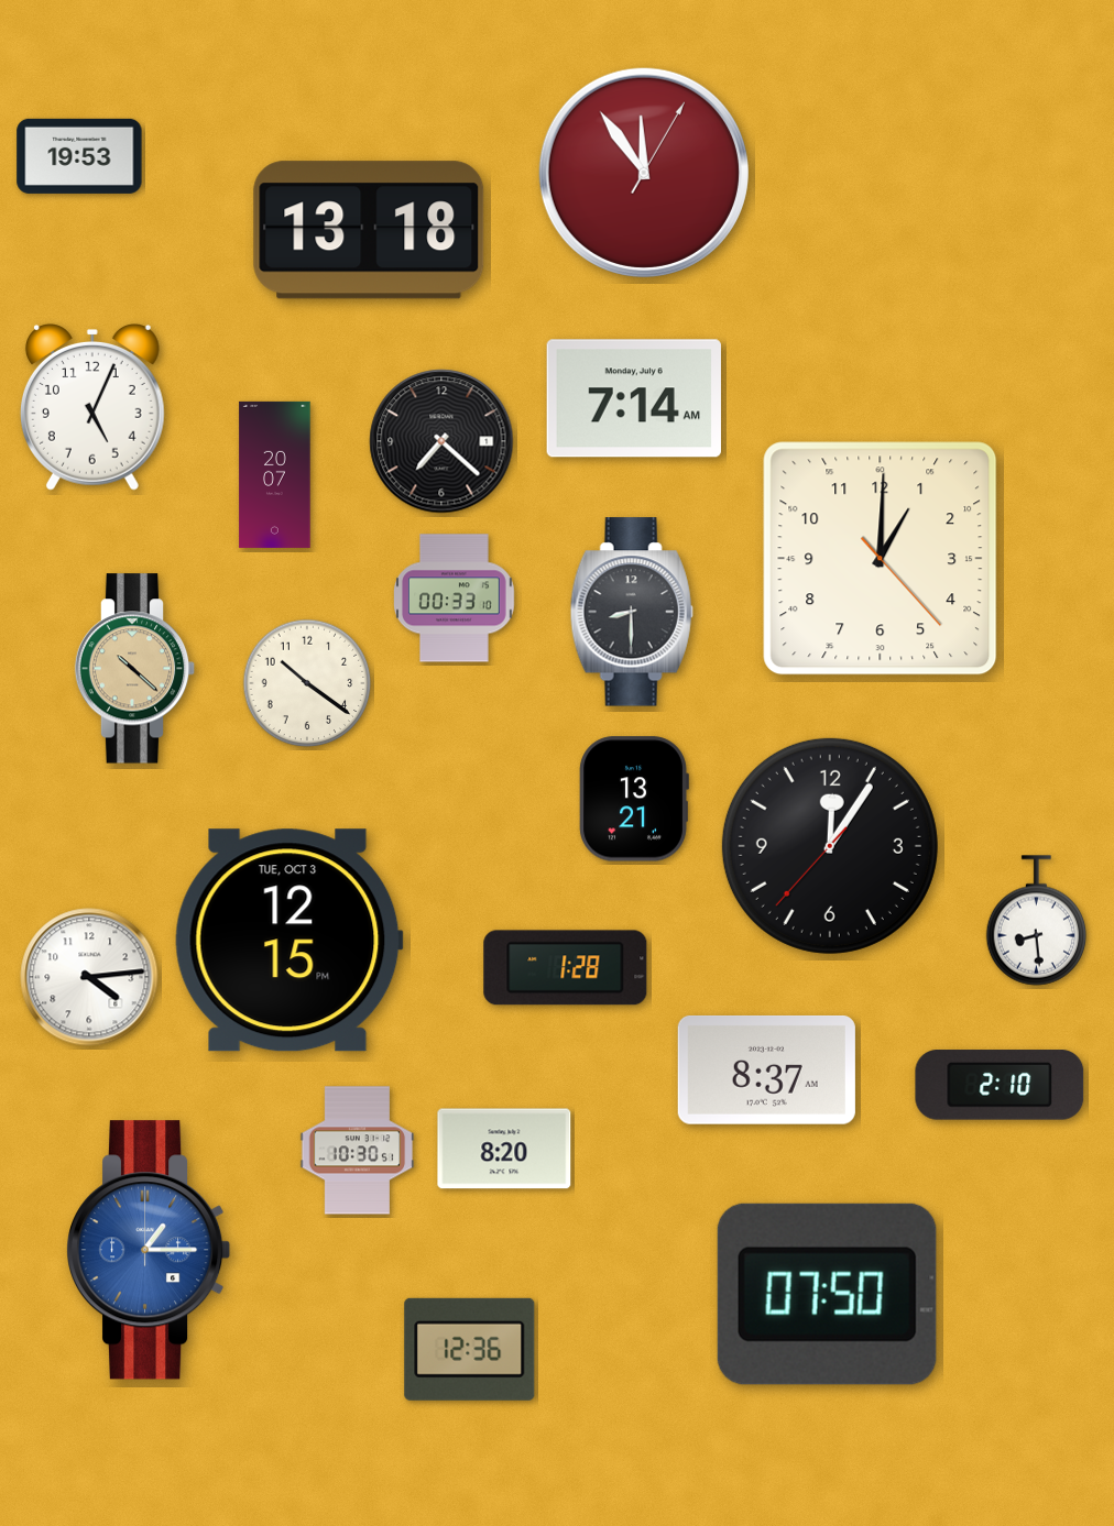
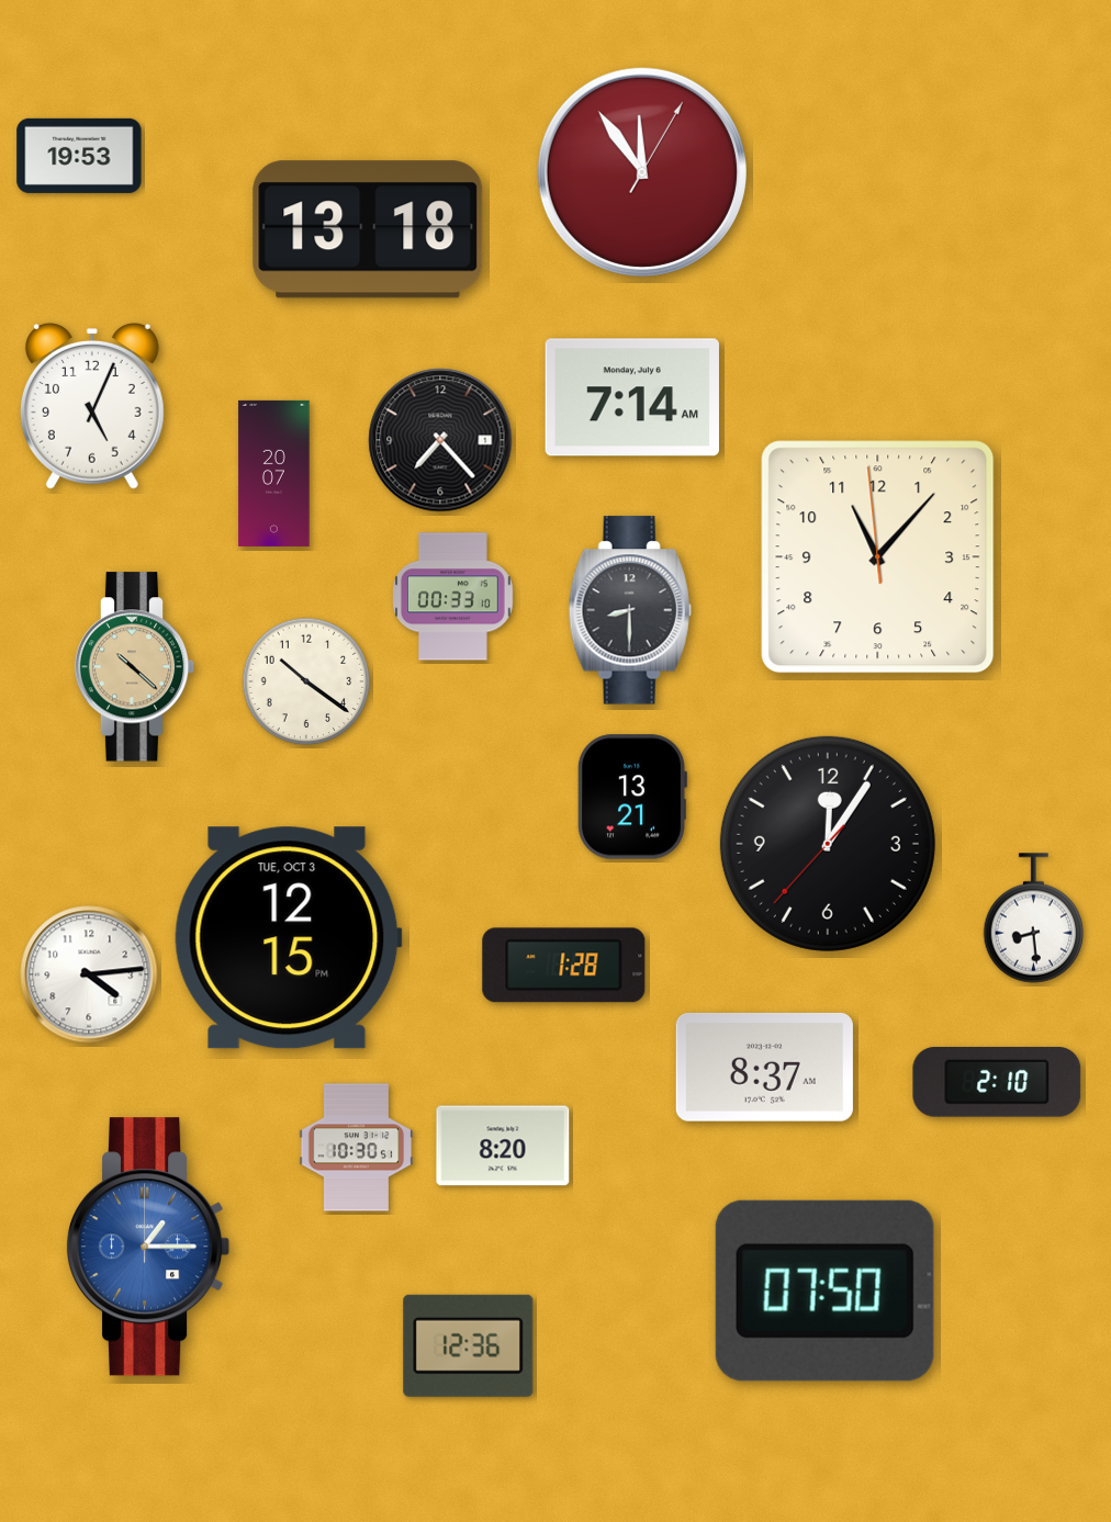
clock at (441, 441): 7:22 -> 7:23
clock at (881, 559): 1:00 -> 11:06
